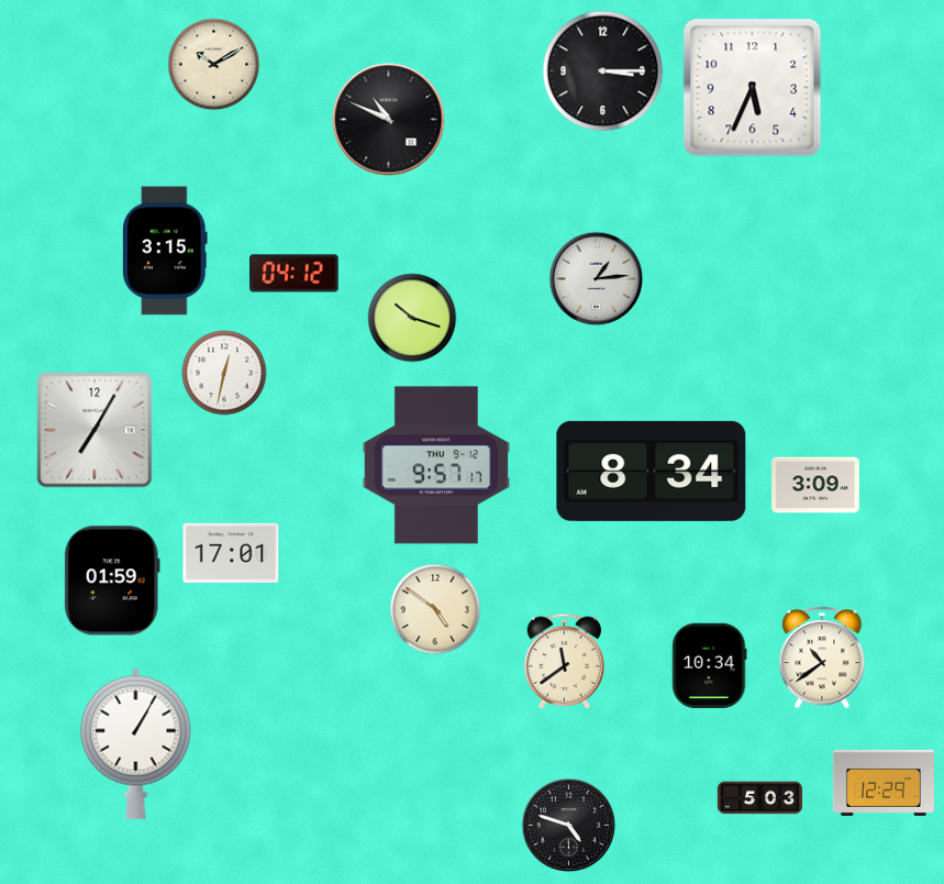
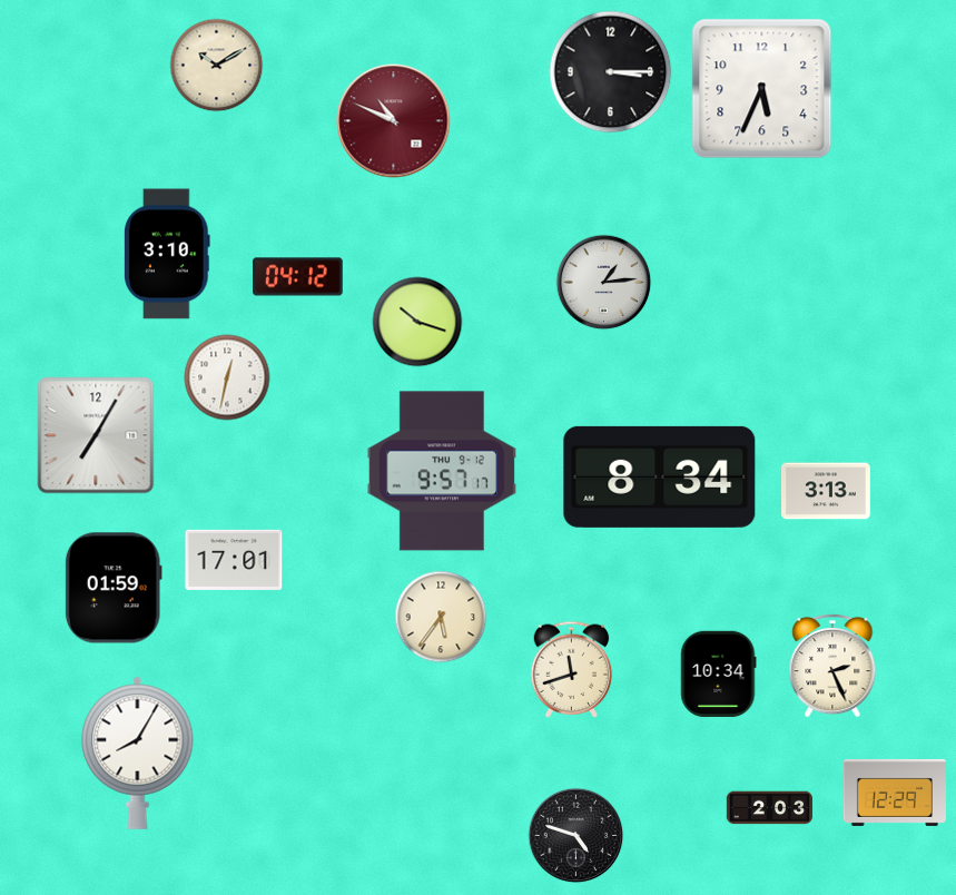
clock at (389, 120) dial: black -> burgundy
clock at (166, 251): 3:15 -> 3:10
clock at (817, 485): 3:09 -> 3:13
clock at (435, 609): 4:51 -> 5:36
clock at (822, 658): 10:39 -> 2:26
clock at (565, 661): 11:39 -> 11:42
clock at (136, 743): 1:05 -> 8:05
clock at (760, 798): 5:03 -> 2:03
